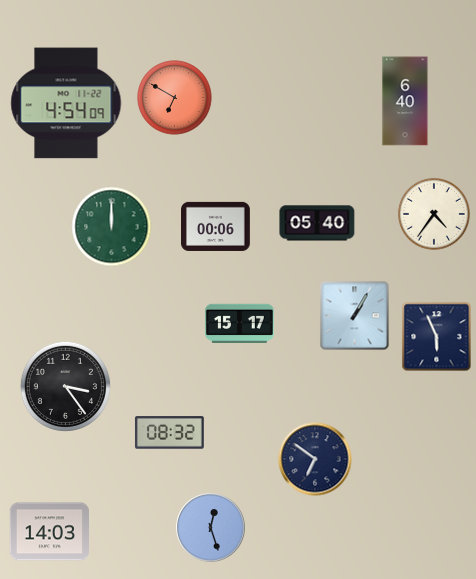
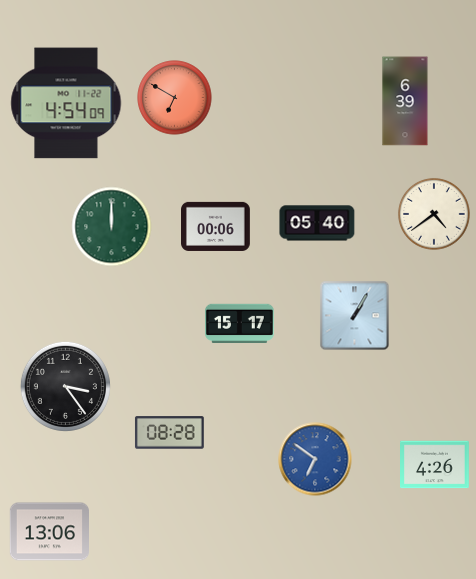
clock at (405, 101): 6:40 -> 6:39
clock at (434, 214): 4:36 -> 4:39
clock at (437, 337): 5:56 -> none
clock at (169, 433): 08:32 -> 08:28
clock at (315, 459) dial: navy -> blue
clock at (435, 465): none -> 4:26
clock at (211, 528): 12:27 -> none
clock at (49, 532): 14:03 -> 13:06
